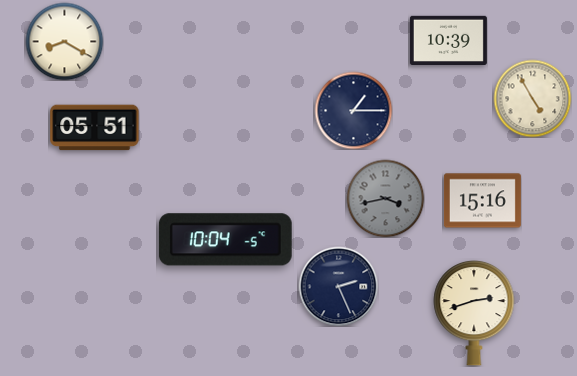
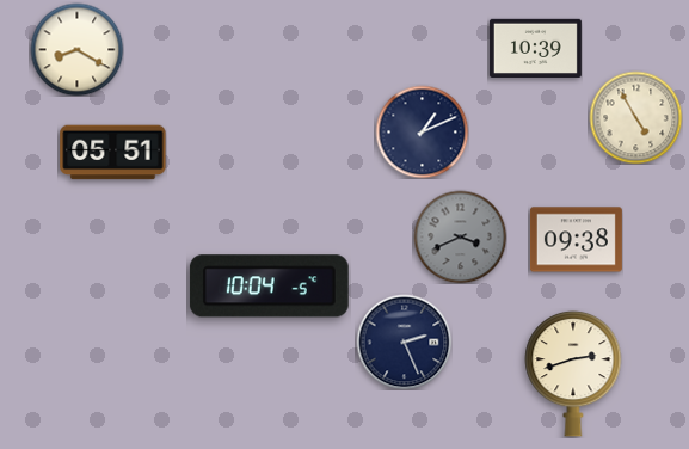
clock at (353, 110): 1:15 -> 1:11
clock at (385, 198): 3:43 -> 3:41
clock at (482, 201): 15:16 -> 09:38
clock at (474, 313) position: (474, 313) -> (573, 374)
